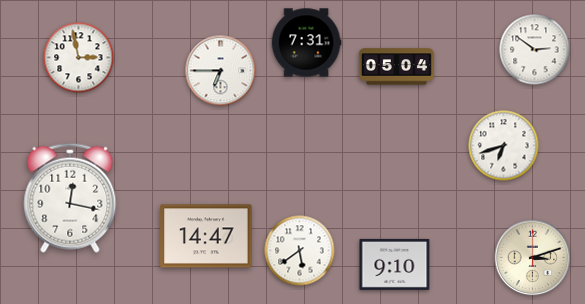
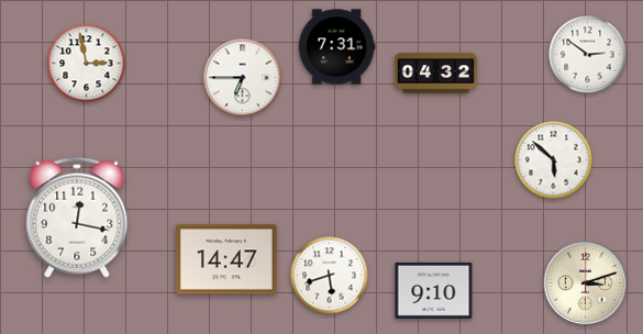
clock at (396, 67): 05:04 -> 04:32
clock at (504, 146): 6:42 -> 5:52
clock at (300, 251): 5:39 -> 5:42
